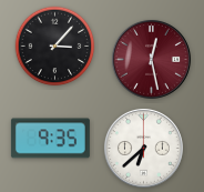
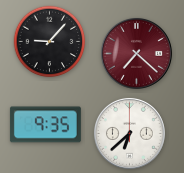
clock at (55, 47): 3:07 -> 9:07
clock at (151, 59): 12:28 -> 7:22
